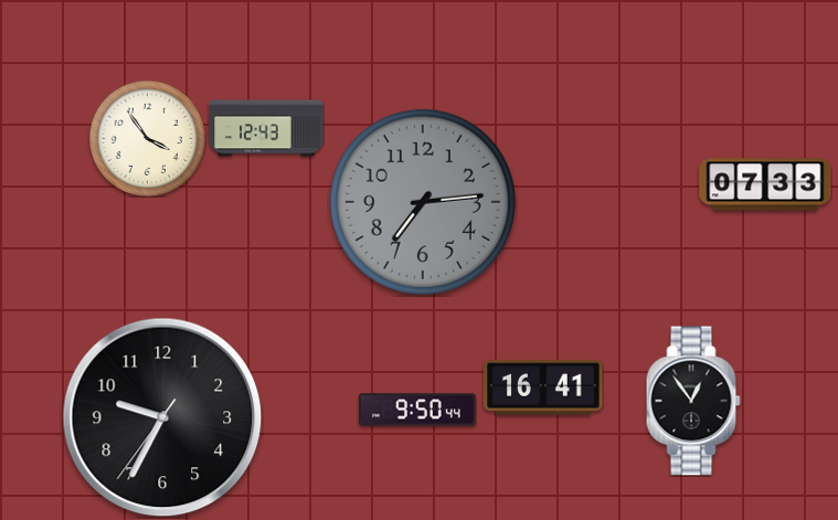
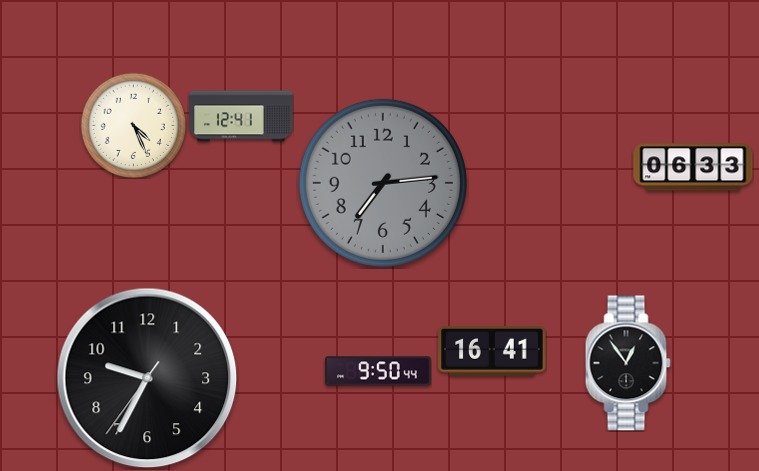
clock at (266, 128): 12:43 -> 12:41
clock at (147, 138): 3:54 -> 4:26
clock at (765, 184): 07:33 -> 06:33
